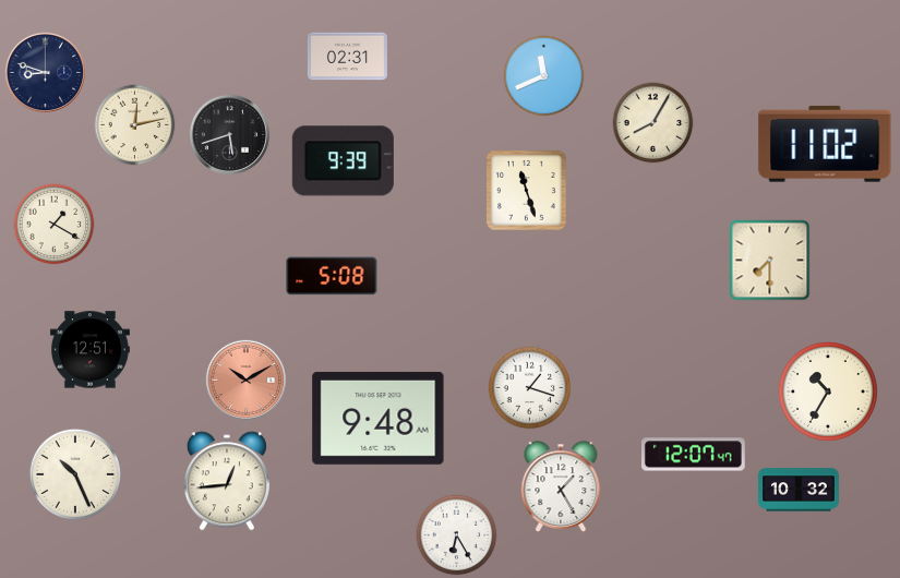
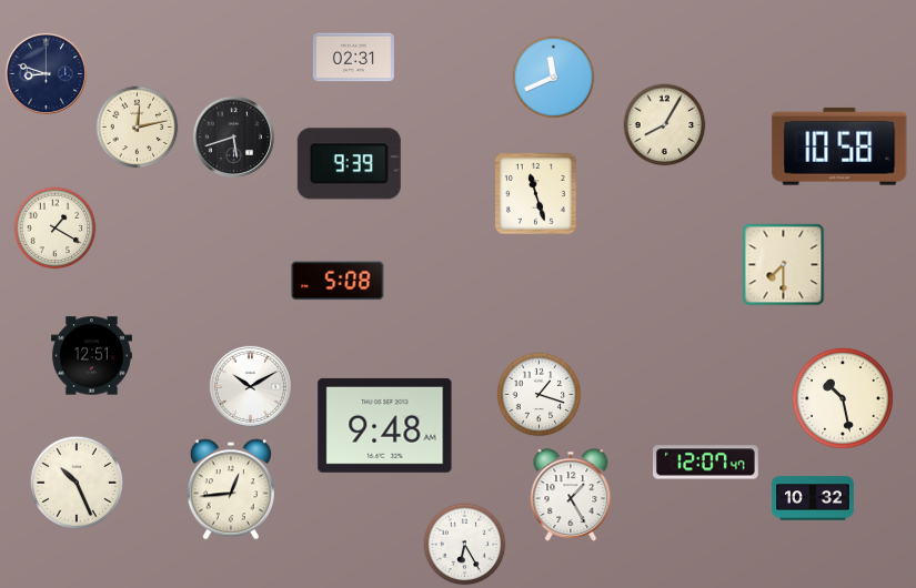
clock at (825, 144): 11:02 -> 10:58
clock at (245, 380) dial: salmon -> white
clock at (828, 392): 10:35 -> 10:28
